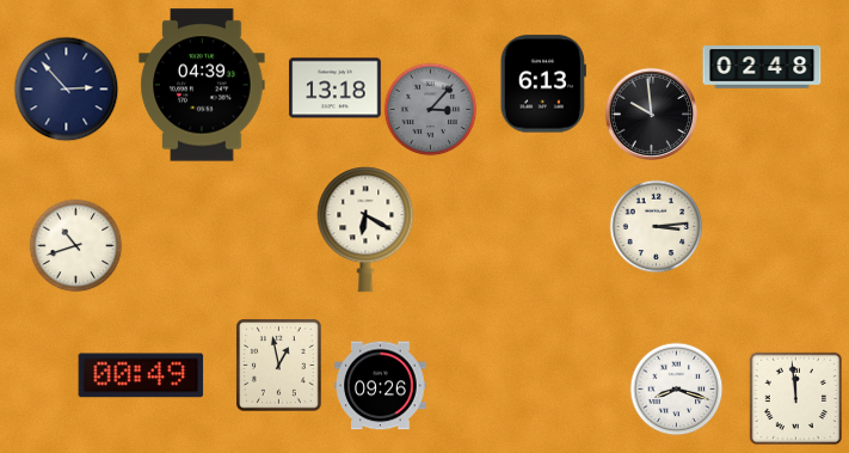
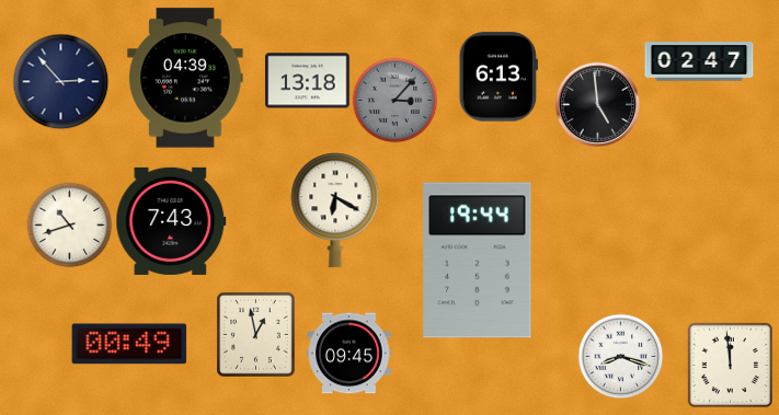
clock at (762, 67): 02:48 -> 02:47
clock at (651, 114): 9:59 -> 4:59
clock at (656, 226): 3:14 -> none
clock at (171, 221): none -> 7:43
clock at (478, 261): none -> 19:44
clock at (381, 386): 09:26 -> 09:45
